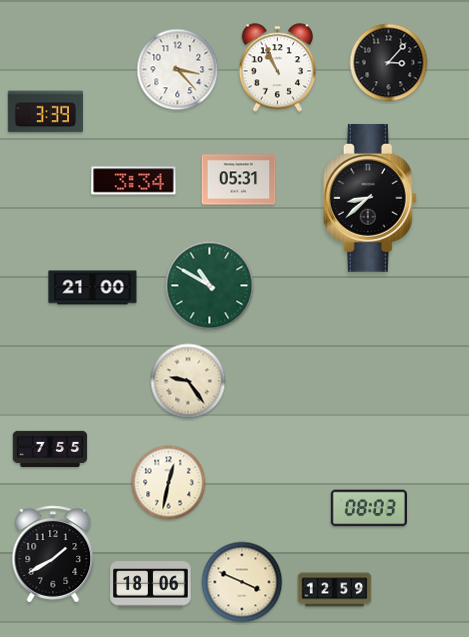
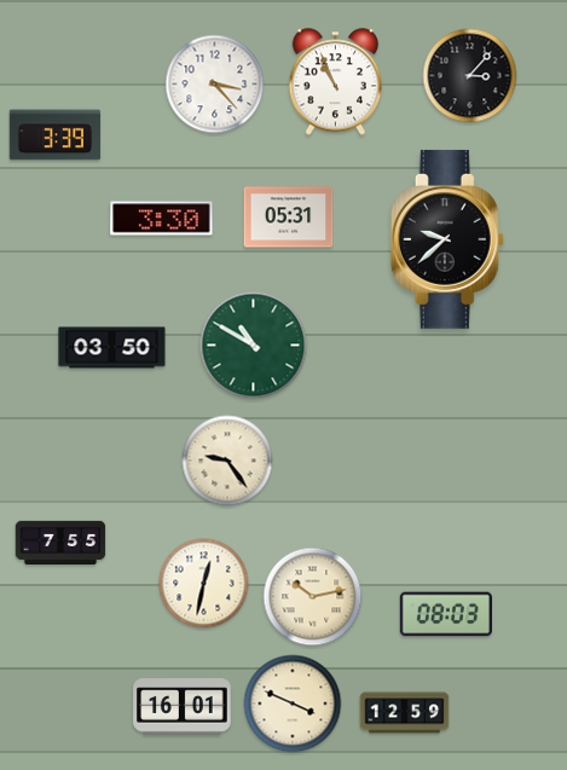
clock at (134, 181): 3:34 -> 3:30
clock at (370, 198): 8:38 -> 9:38
clock at (93, 288): 21:00 -> 03:50
clock at (313, 597): none -> 10:13
clock at (53, 554): 1:40 -> none
clock at (151, 585): 18:06 -> 16:01
